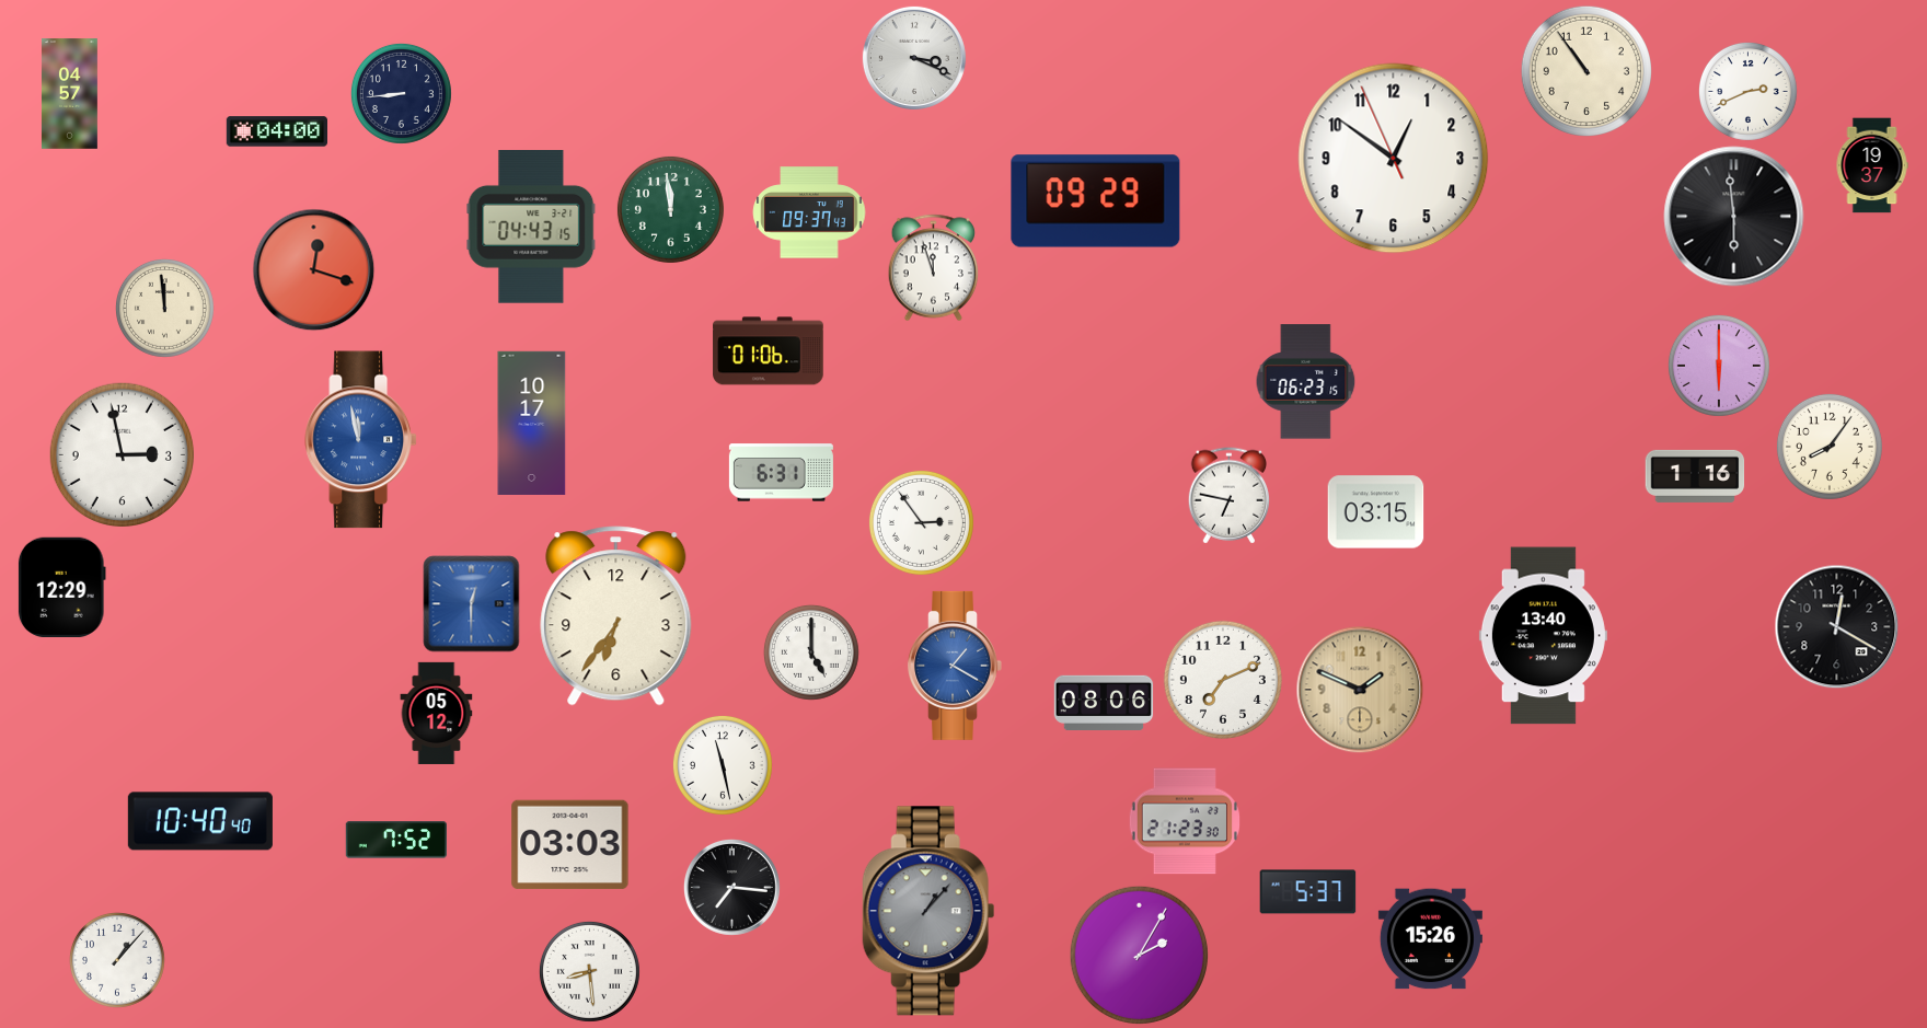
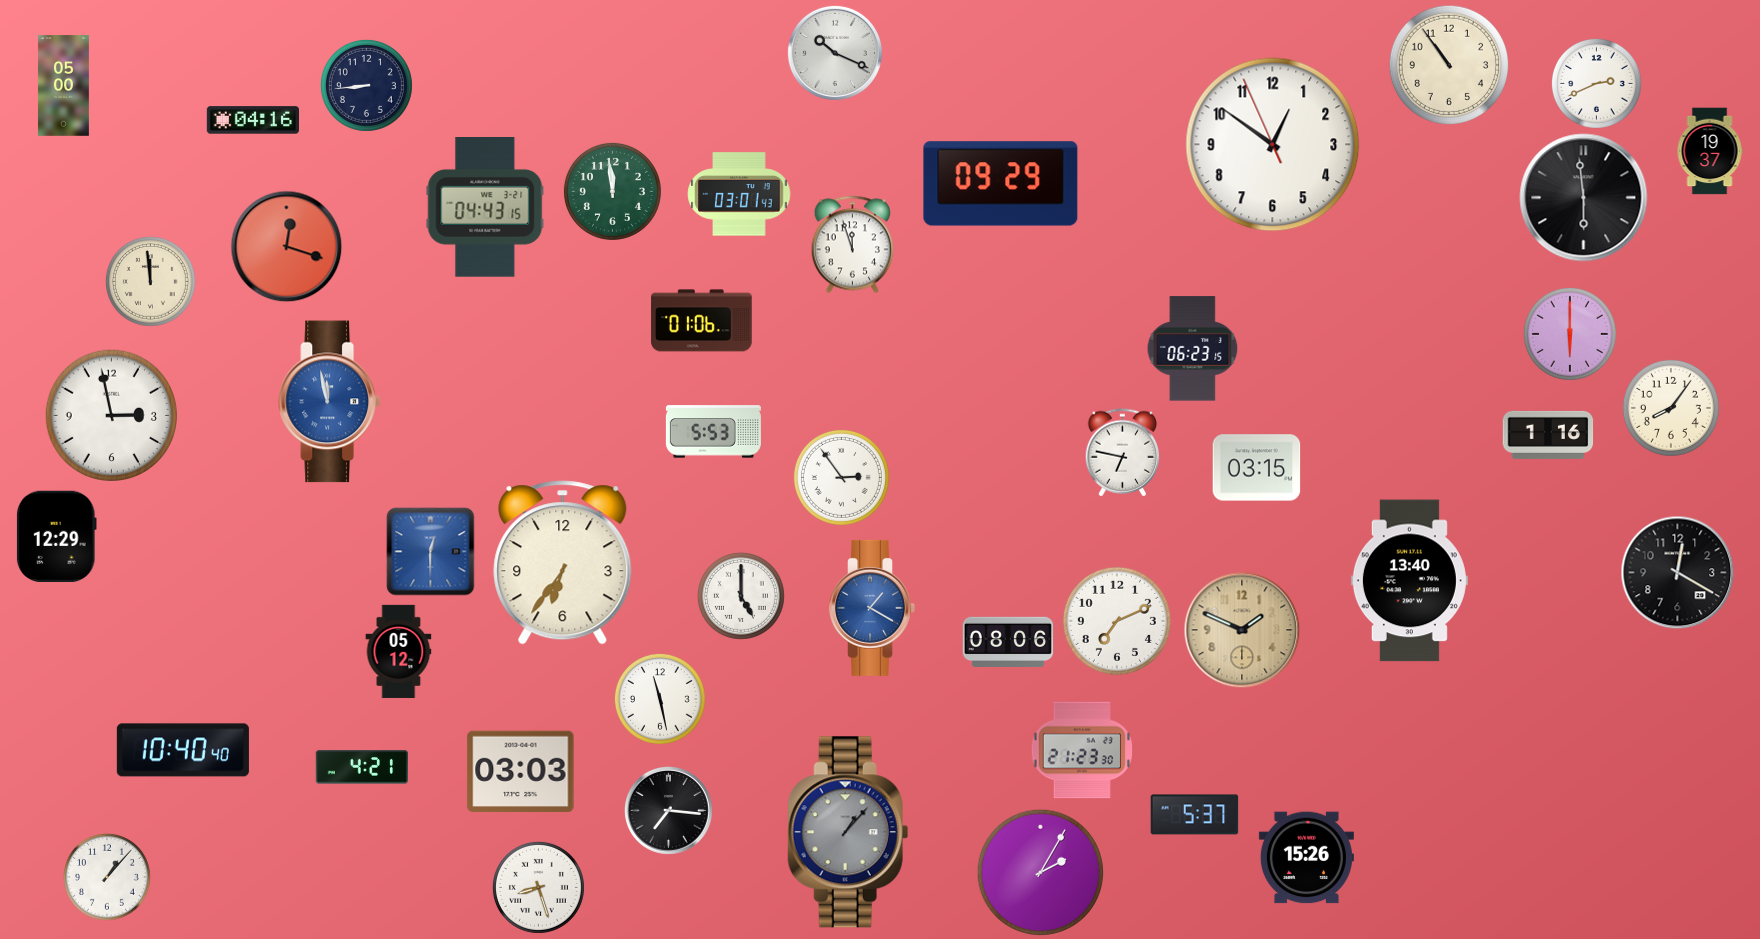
clock at (914, 58): 3:19 -> 10:19
clock at (69, 94): 04:57 -> 05:00
clock at (276, 131): 04:00 -> 04:16
clock at (809, 212): 09:37 -> 03:01
clock at (532, 423): 10:17 -> none
clock at (781, 473): 6:31 -> 5:53
clock at (396, 840): 7:52 -> 4:21
clock at (589, 971): 8:29 -> 8:27
